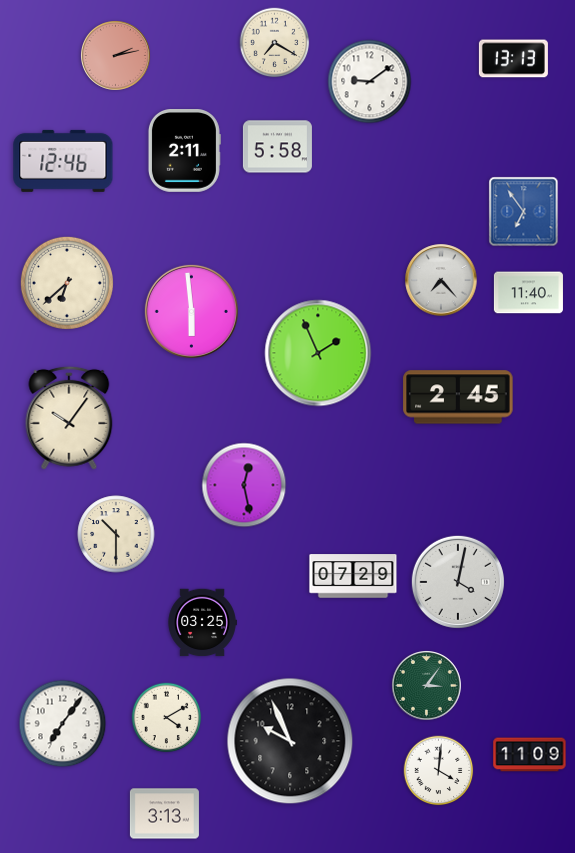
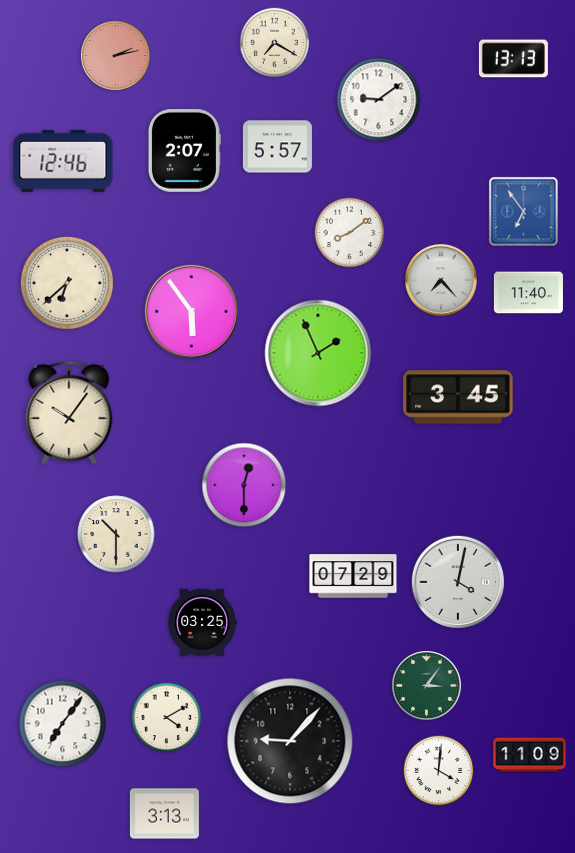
clock at (370, 82) position: (370, 82) -> (379, 100)
clock at (277, 147): 5:58 -> 5:57
clock at (184, 151): 2:11 -> 2:07
clock at (350, 233): none -> 8:09
clock at (191, 311): 5:59 -> 5:54
clock at (458, 397): 2:45 -> 3:45
clock at (69, 418) position: (69, 418) -> (69, 413)
clock at (244, 485): 12:28 -> 12:30
clock at (290, 741): 9:56 -> 9:07
